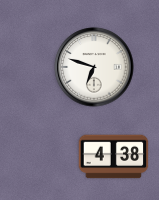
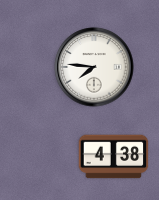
clock at (94, 67): 6:48 -> 7:46
